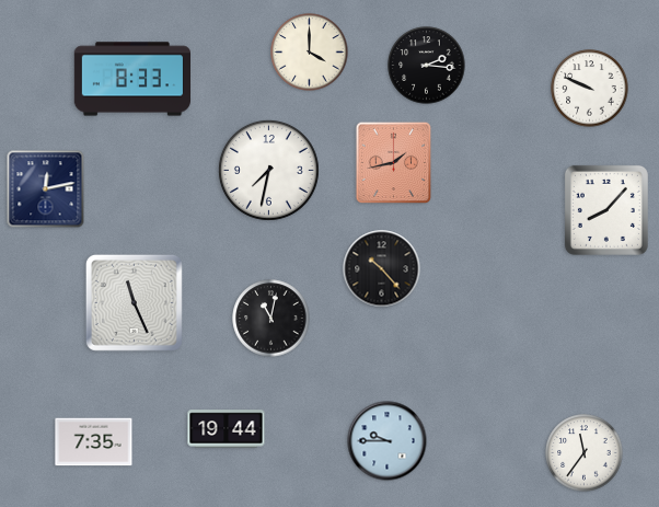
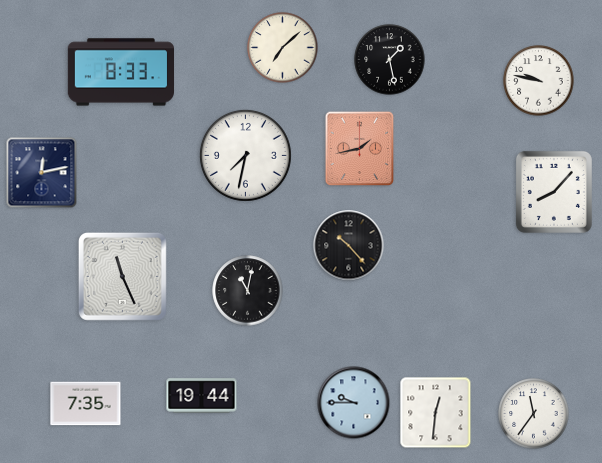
clock at (310, 53): 4:00 -> 7:08
clock at (427, 66): 2:16 -> 1:28
clock at (590, 89): 9:49 -> 9:47
clock at (227, 429) position: (227, 429) -> (202, 396)
clock at (436, 413): none -> 12:31
